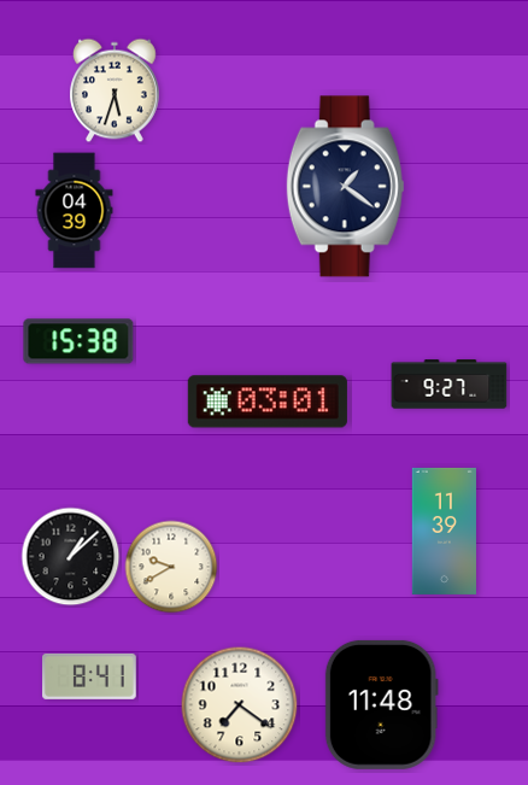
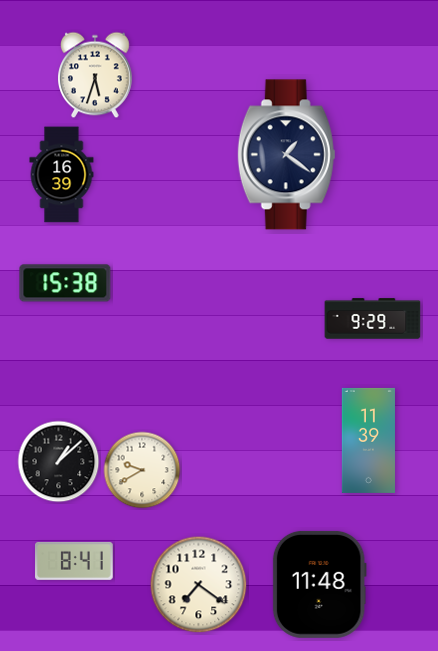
clock at (75, 211): 04:39 -> 16:39
clock at (450, 385): 9:27 -> 9:29
clock at (268, 402): 03:01 -> none
clock at (381, 704) position: (381, 704) -> (319, 584)
